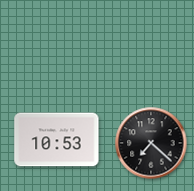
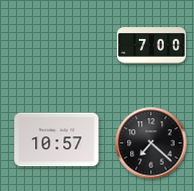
clock at (152, 46): none -> 7:00
clock at (57, 140): 10:53 -> 10:57
